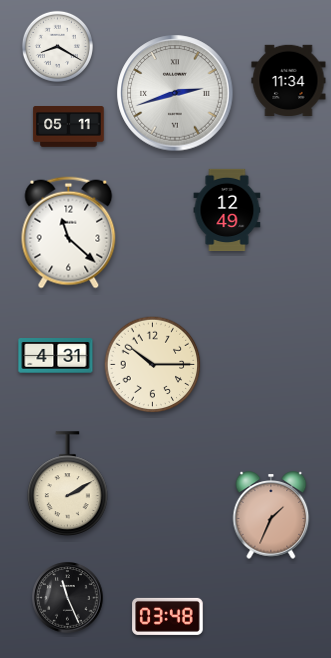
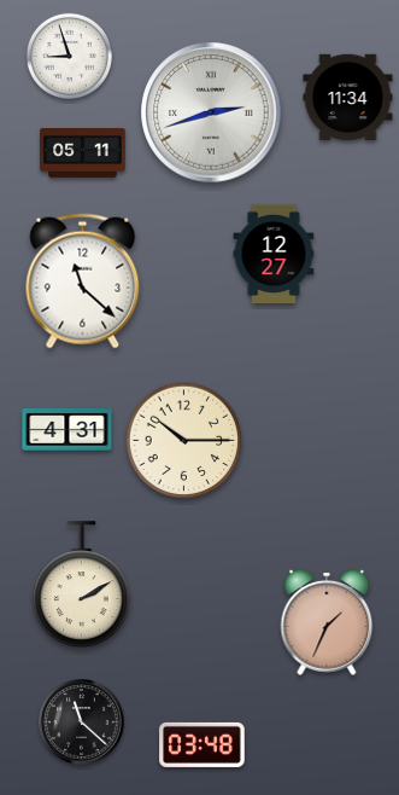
clock at (57, 46): 8:20 -> 8:57
clock at (227, 209): 12:49 -> 12:27
clock at (68, 598): 11:26 -> 11:22
